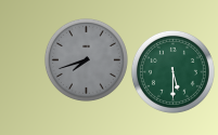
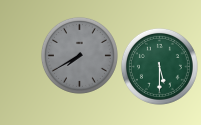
clock at (86, 59): 7:42 -> 7:40
